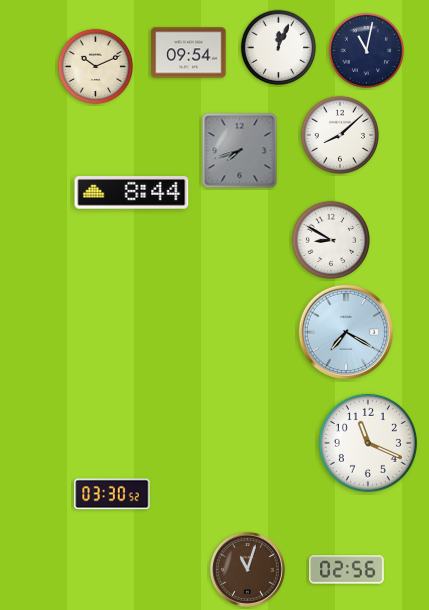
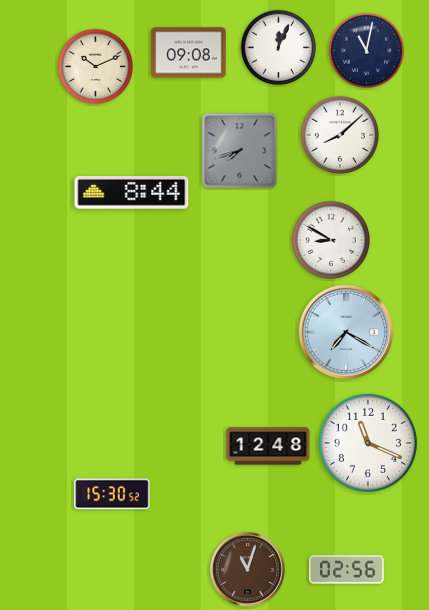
clock at (189, 53): 09:54 -> 09:08
clock at (268, 446): none -> 12:48
clock at (112, 494): 03:30 -> 15:30
